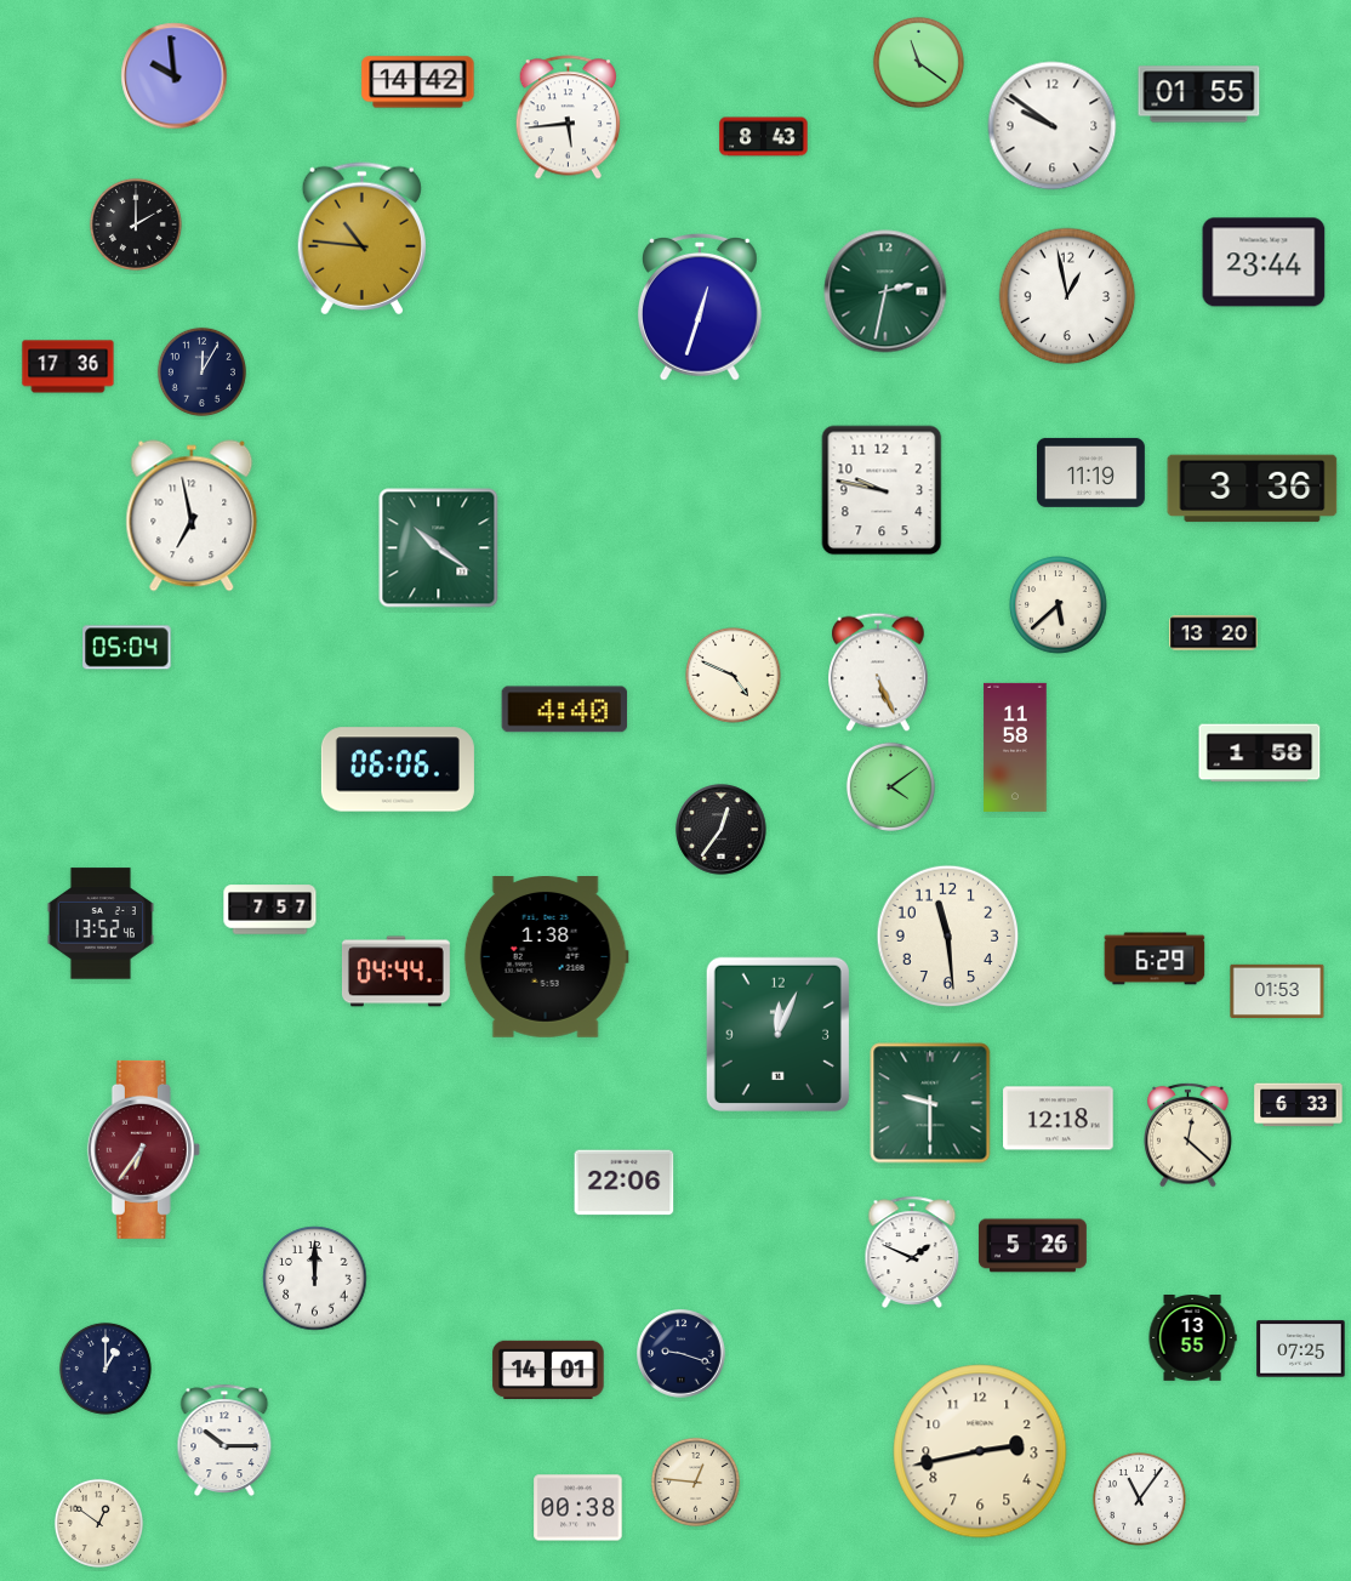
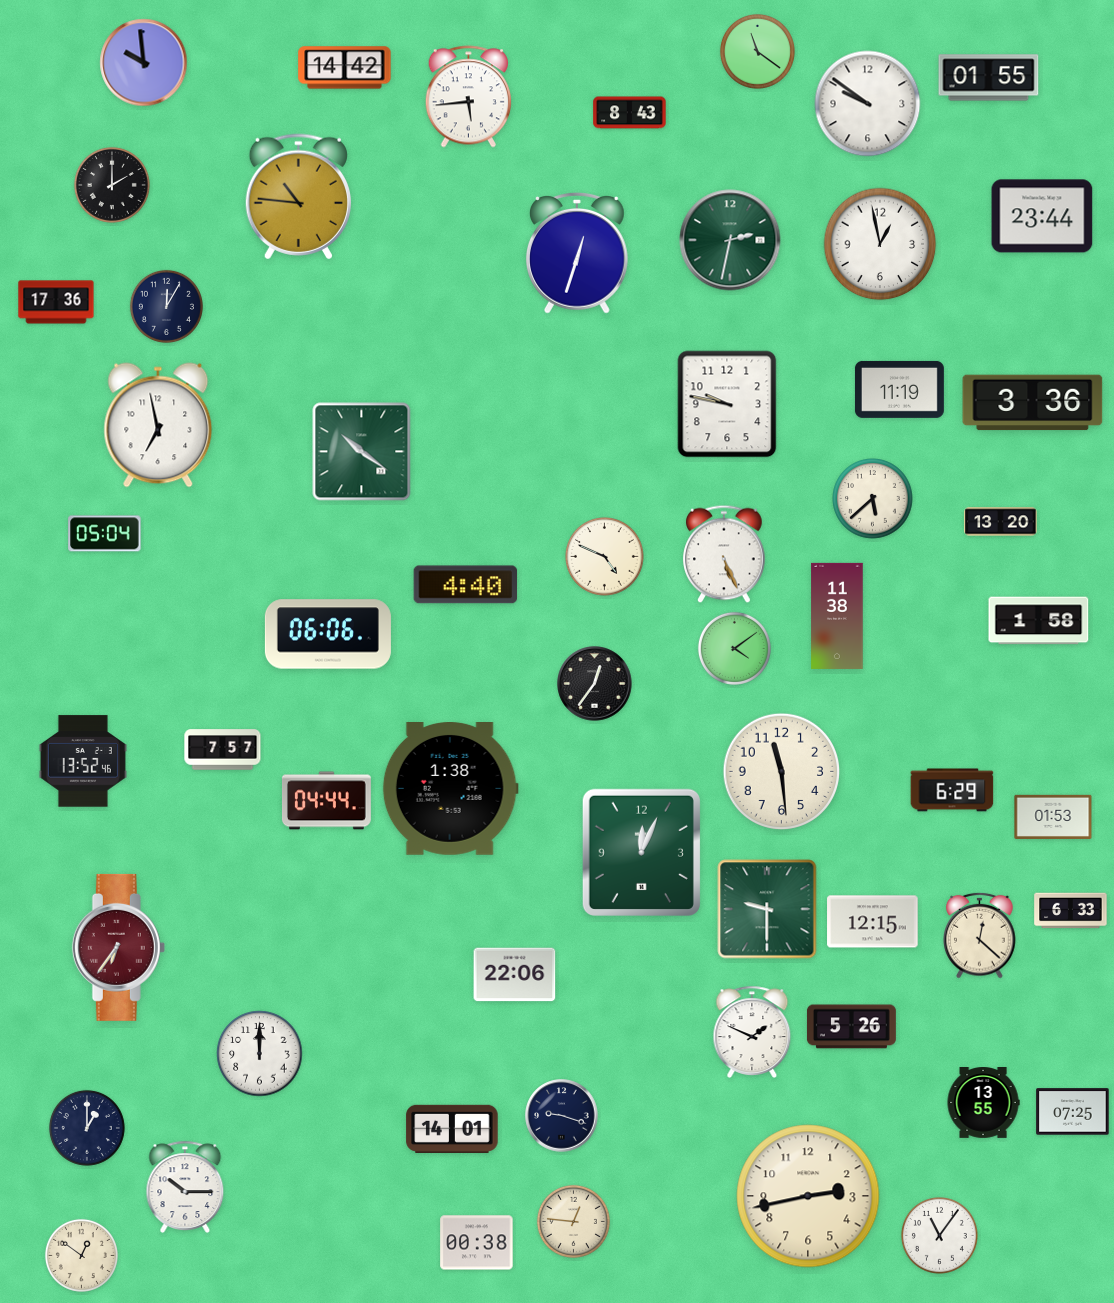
clock at (1015, 747): 11:58 -> 11:38
clock at (1059, 1119): 12:18 -> 12:15
